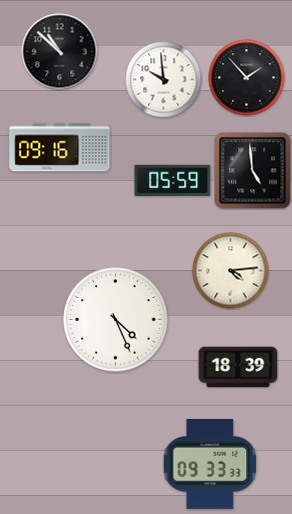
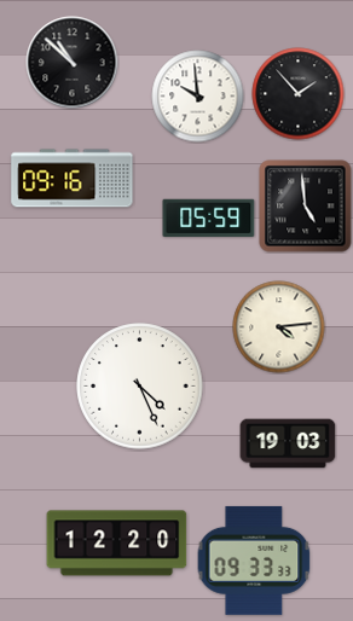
clock at (238, 367): 18:39 -> 19:03
clock at (117, 544): none -> 12:20
